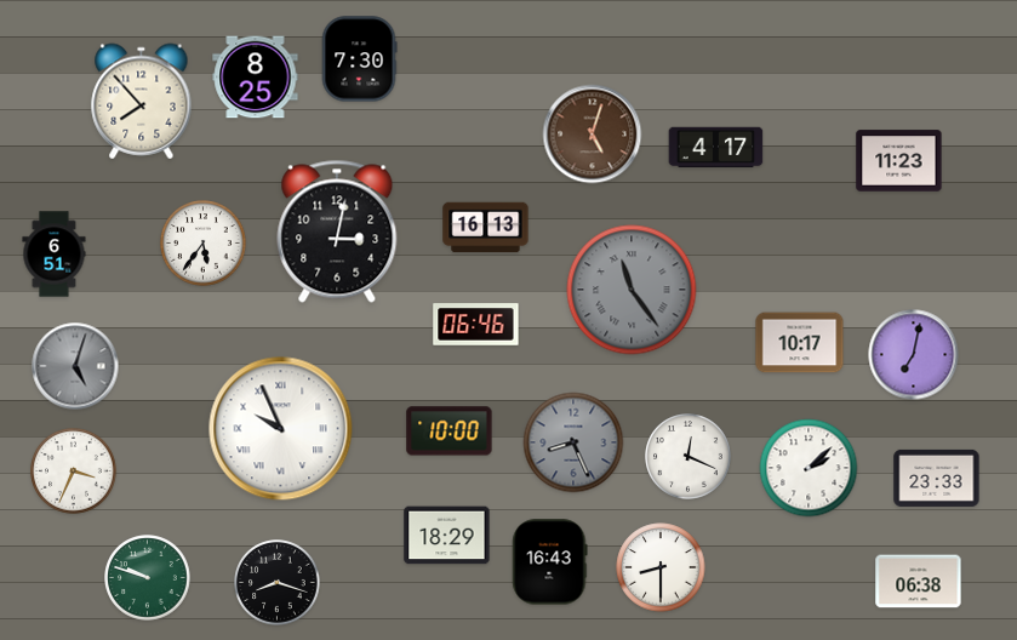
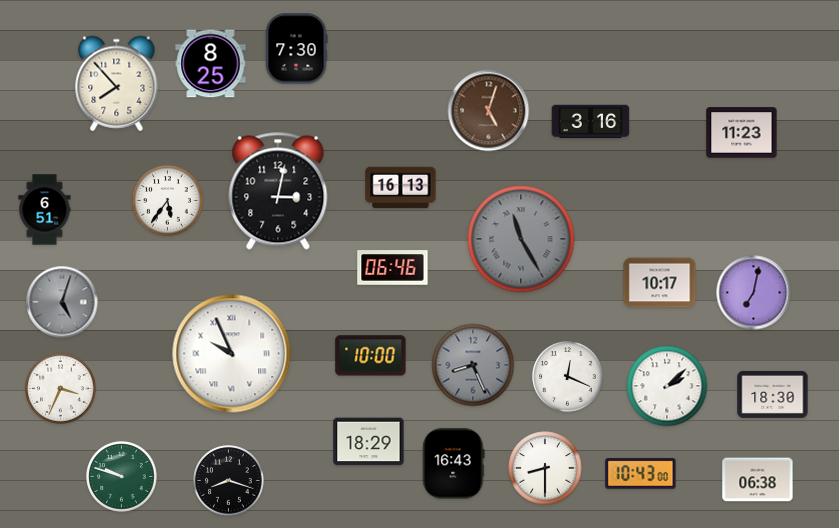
clock at (716, 148): 4:17 -> 3:16
clock at (632, 290): 11:24 -> 11:25
clock at (937, 478): 23:33 -> 18:30
clock at (641, 474): none -> 10:43
